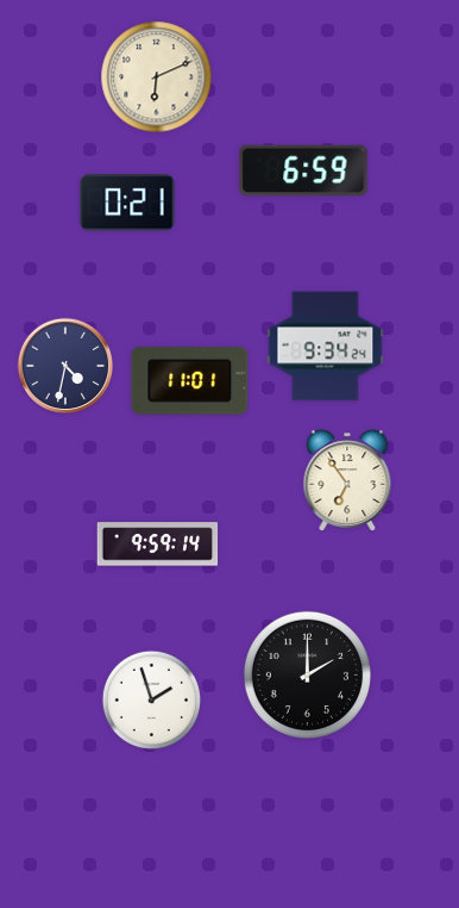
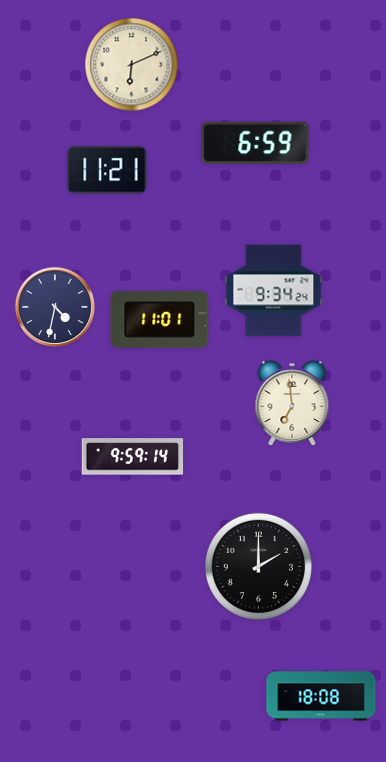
clock at (127, 203): 0:21 -> 11:21
clock at (347, 480): 6:54 -> 6:59
clock at (151, 699): 1:57 -> none
clock at (321, 696): none -> 18:08
